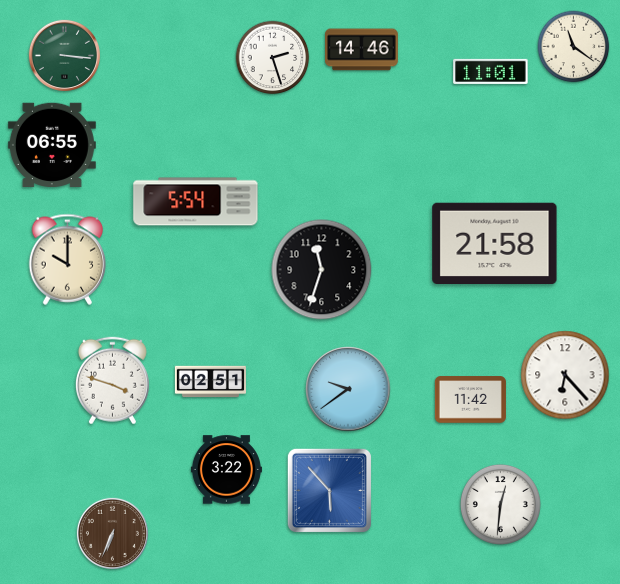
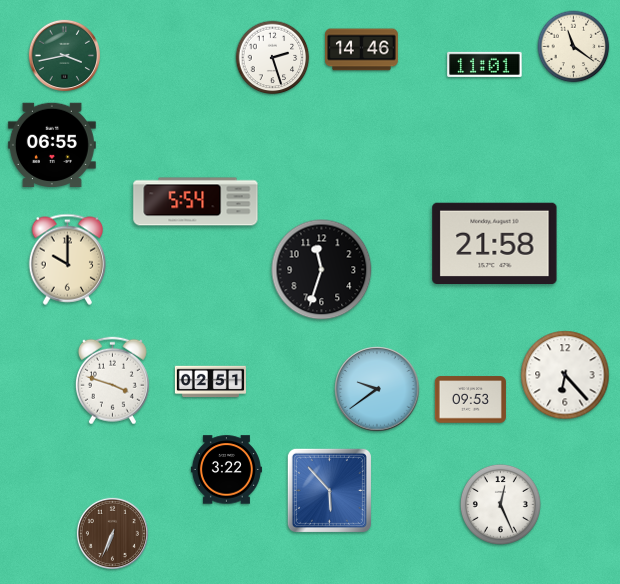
clock at (64, 55): 3:16 -> 3:43
clock at (491, 71) position: (491, 71) -> (485, 64)
clock at (348, 389) position: (348, 389) -> (377, 389)
clock at (470, 400): 11:42 -> 09:53
clock at (500, 504): 12:31 -> 12:26
